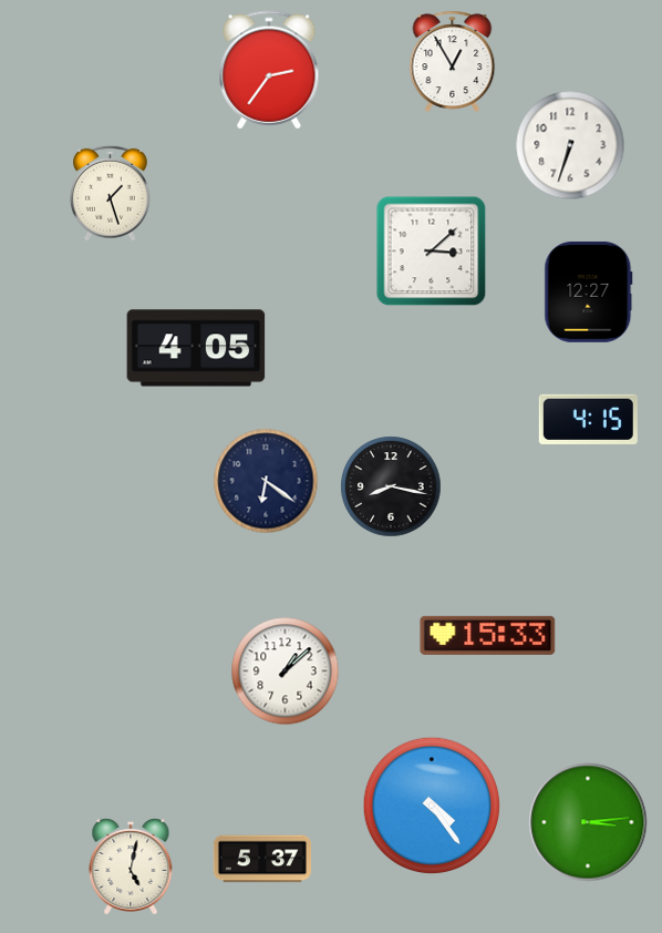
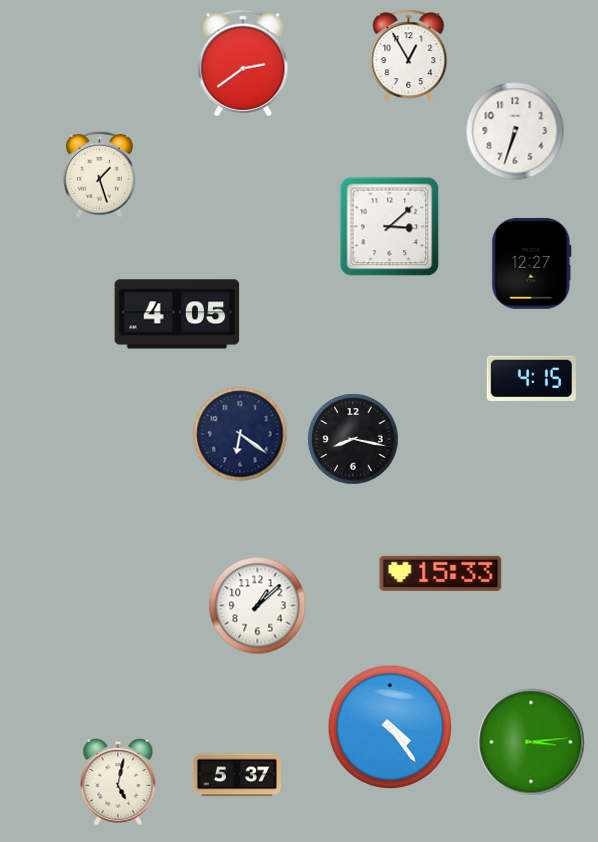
clock at (269, 70): 2:36 -> 2:39
